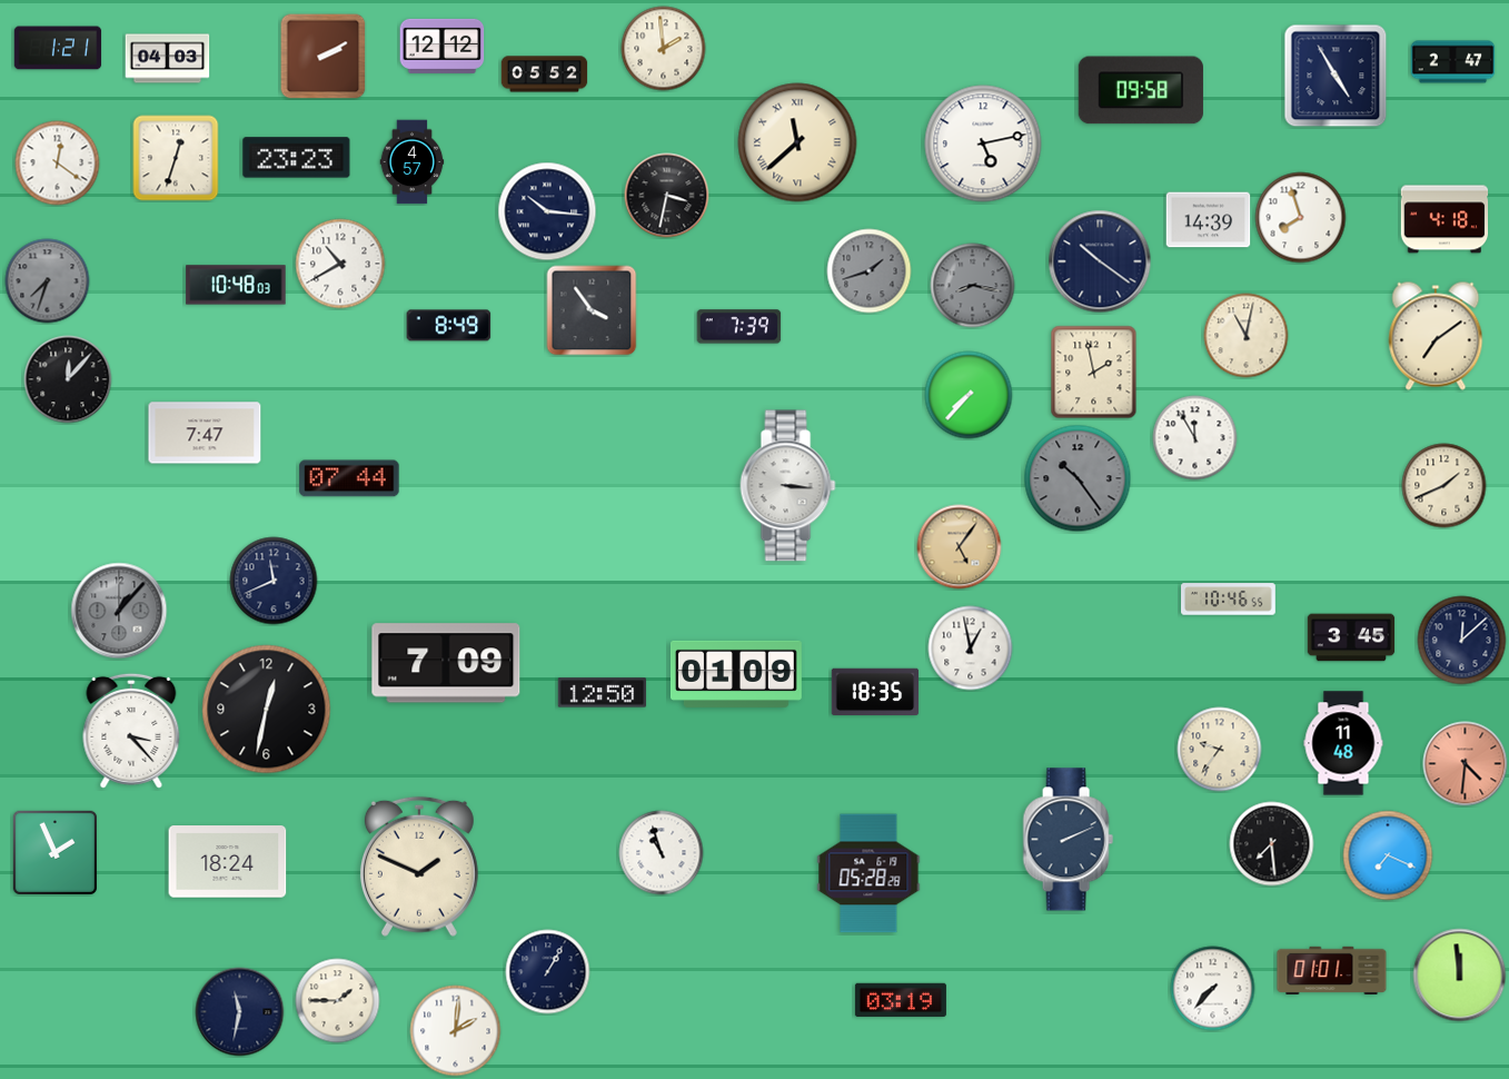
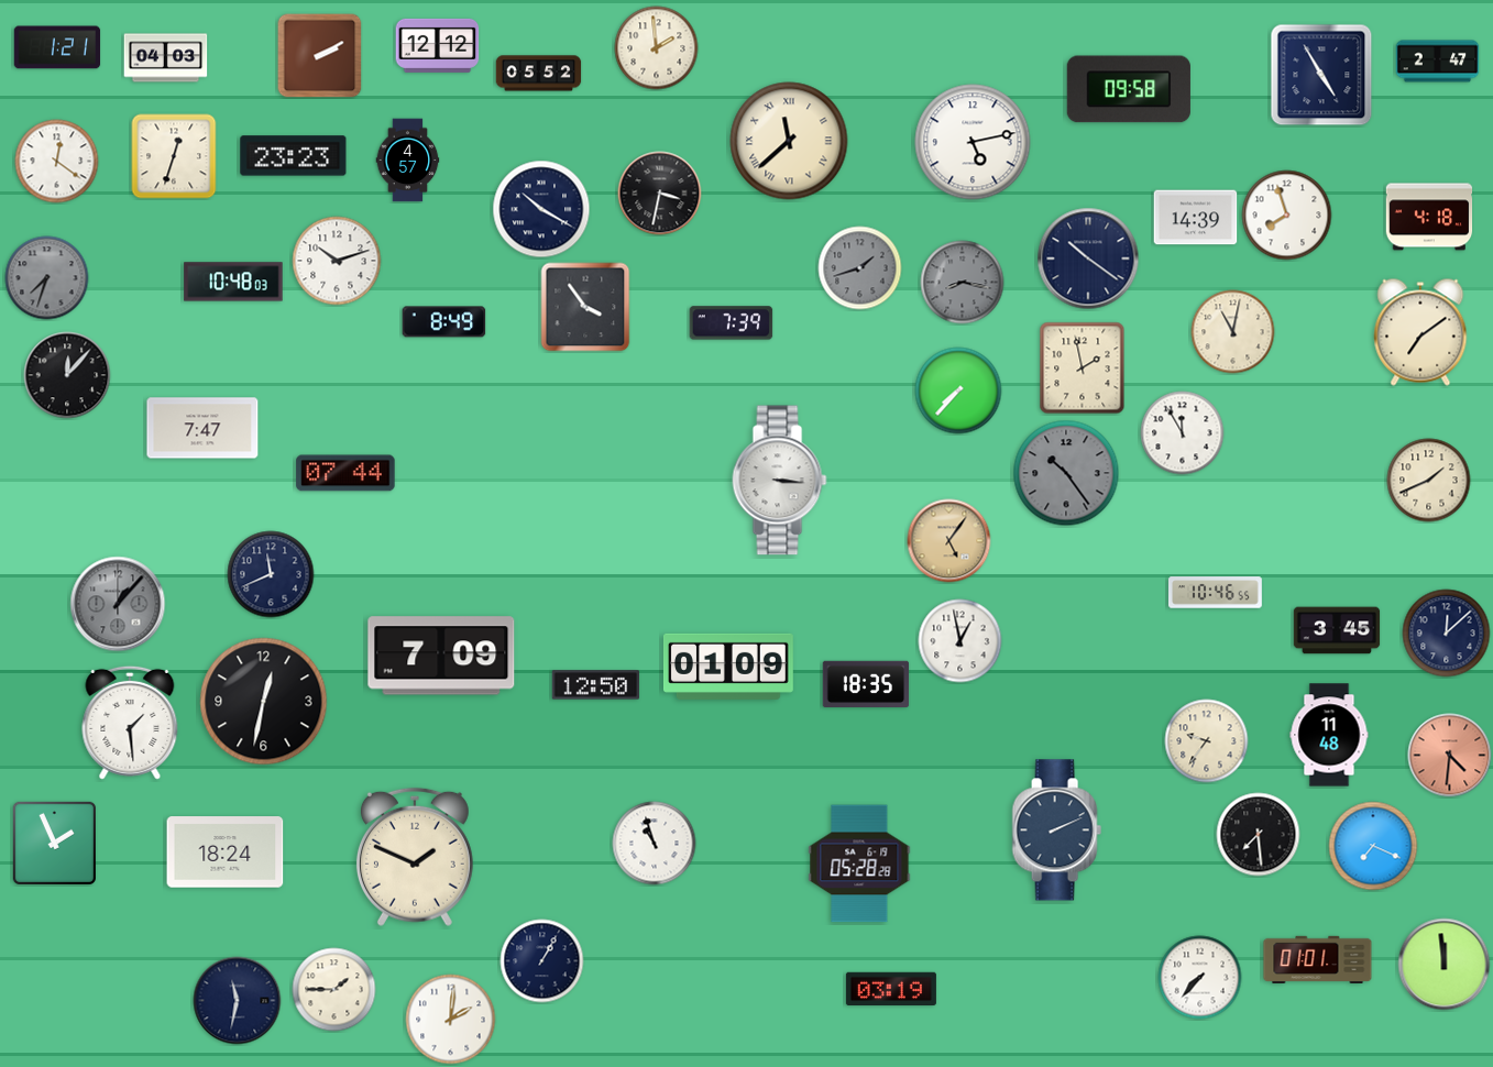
clock at (547, 211): 10:16 -> 10:20
clock at (340, 264): 10:40 -> 10:12
clock at (131, 731): 3:23 -> 1:29
